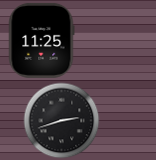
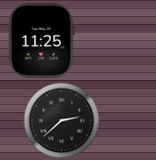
clock at (62, 121): 2:42 -> 2:38
